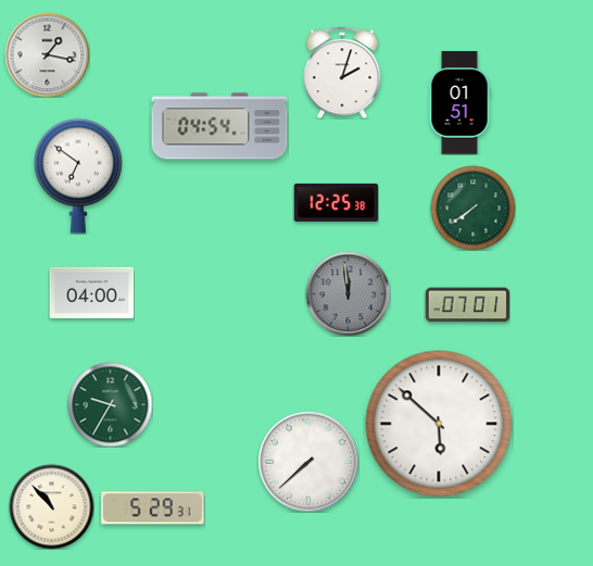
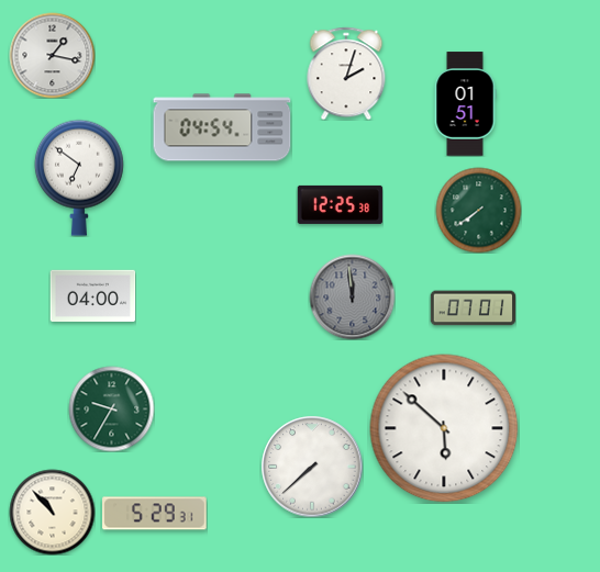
clock at (47, 54) position: (47, 54) -> (52, 55)
